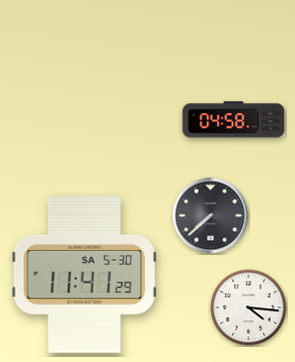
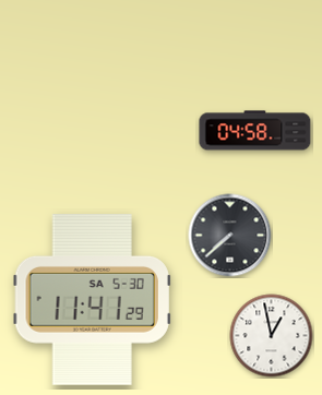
clock at (249, 308): 4:16 -> 12:58
